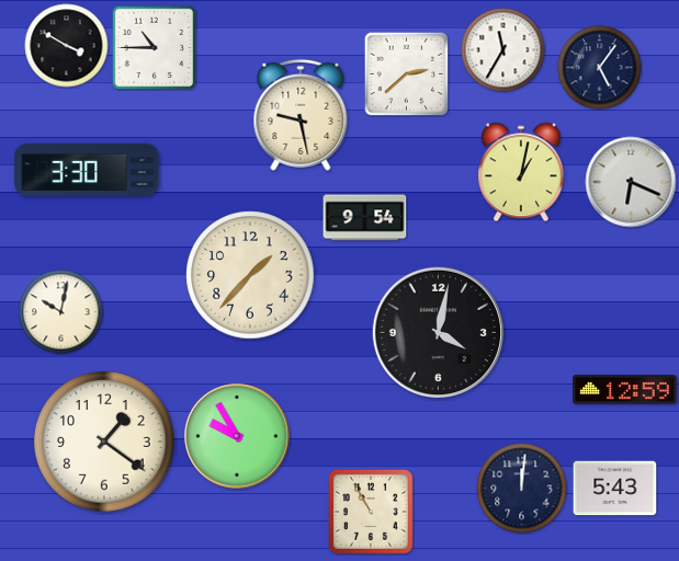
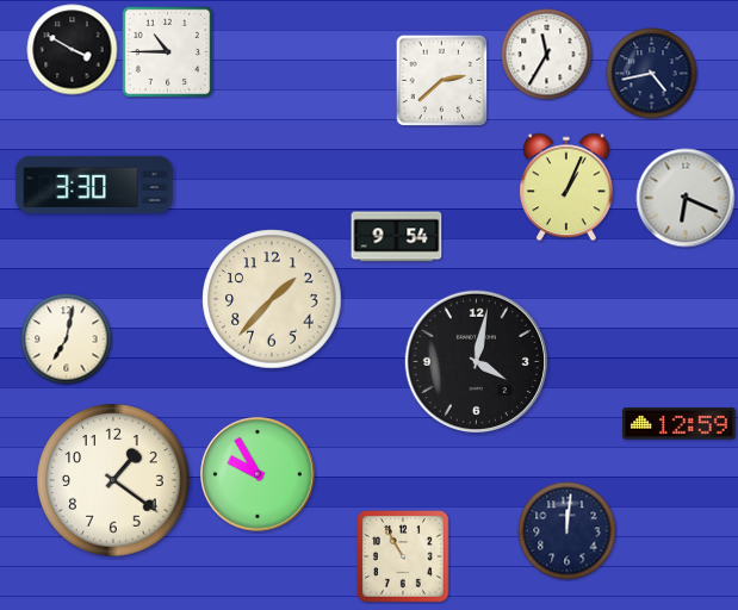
clock at (600, 68): 5:06 -> 4:43
clock at (301, 115): 9:28 -> none
clock at (522, 172): 1:02 -> 1:04
clock at (61, 312): 10:02 -> 7:02
clock at (615, 489): 5:43 -> none
